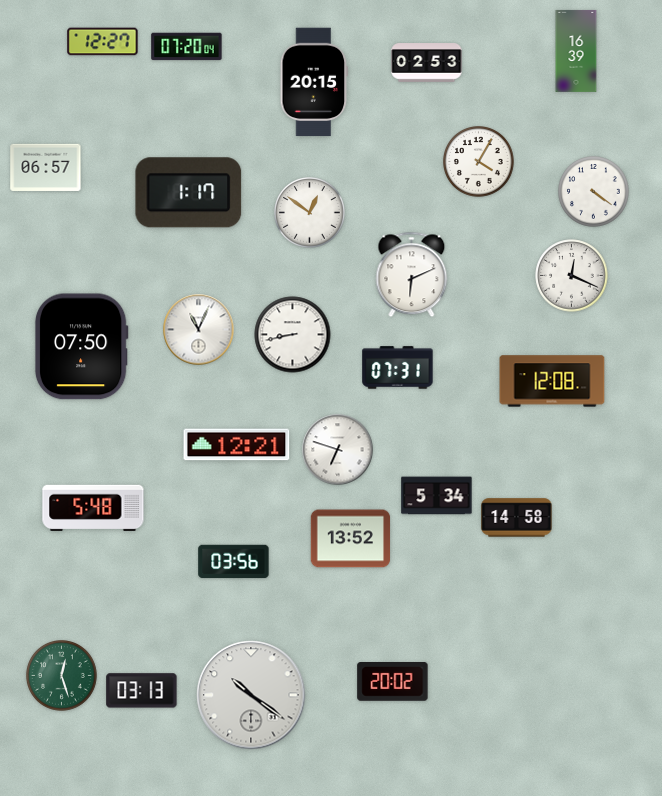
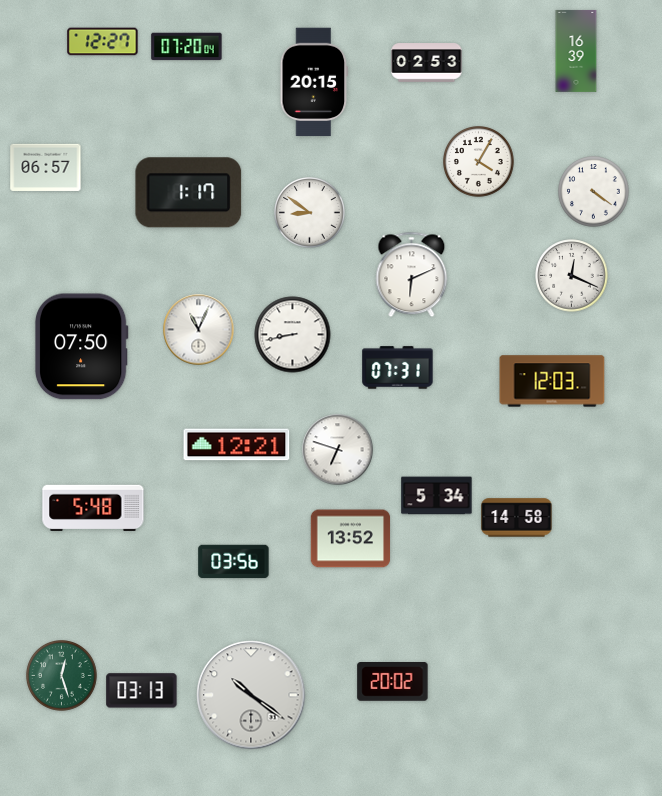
clock at (310, 213): 12:51 -> 8:51
clock at (552, 381): 12:08 -> 12:03
